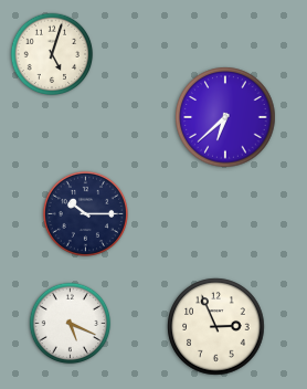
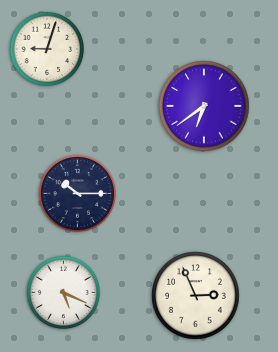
clock at (52, 54): 5:03 -> 9:03
clock at (225, 117): 6:38 -> 6:39
